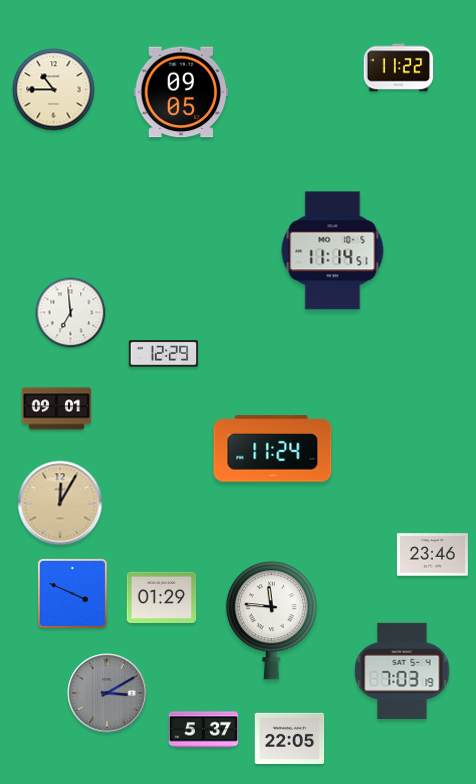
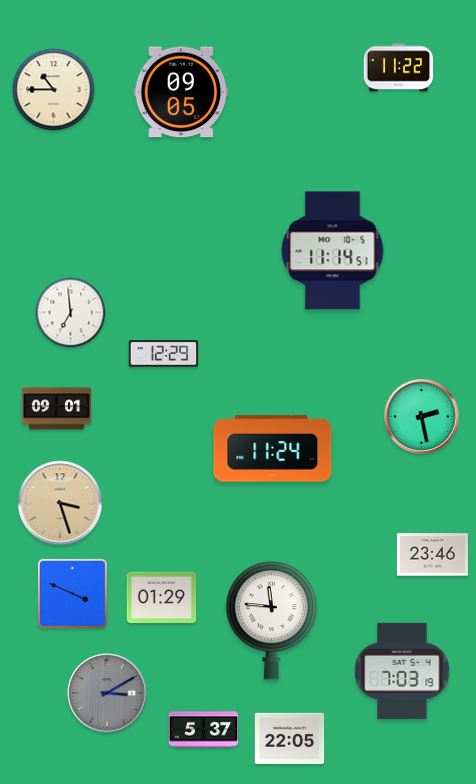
clock at (422, 417): none -> 2:28
clock at (60, 503): 12:05 -> 3:27
